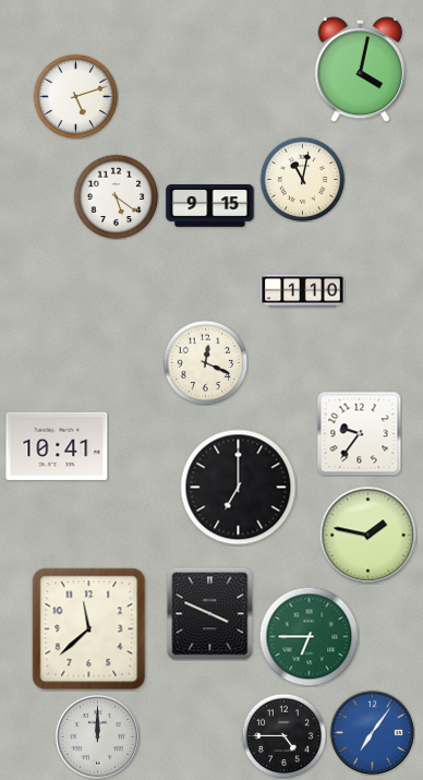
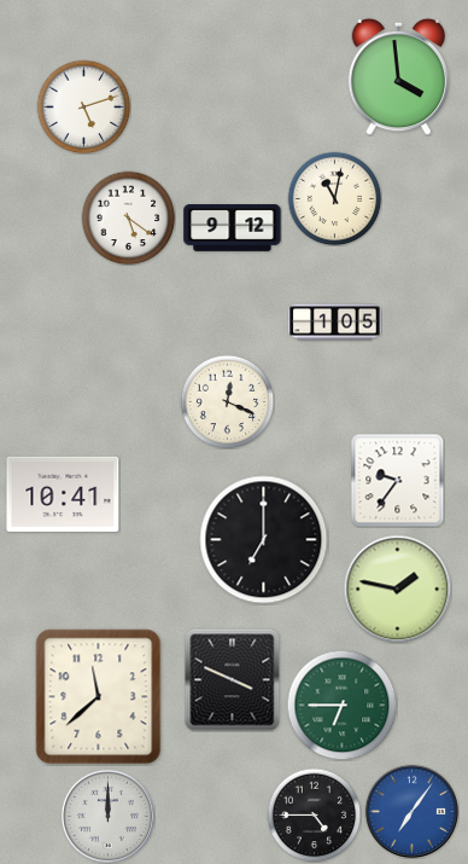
clock at (361, 69): 4:02 -> 3:59
clock at (210, 206): 9:15 -> 9:12
clock at (303, 291): 1:10 -> 1:05
clock at (367, 535) position: (367, 535) -> (397, 588)
